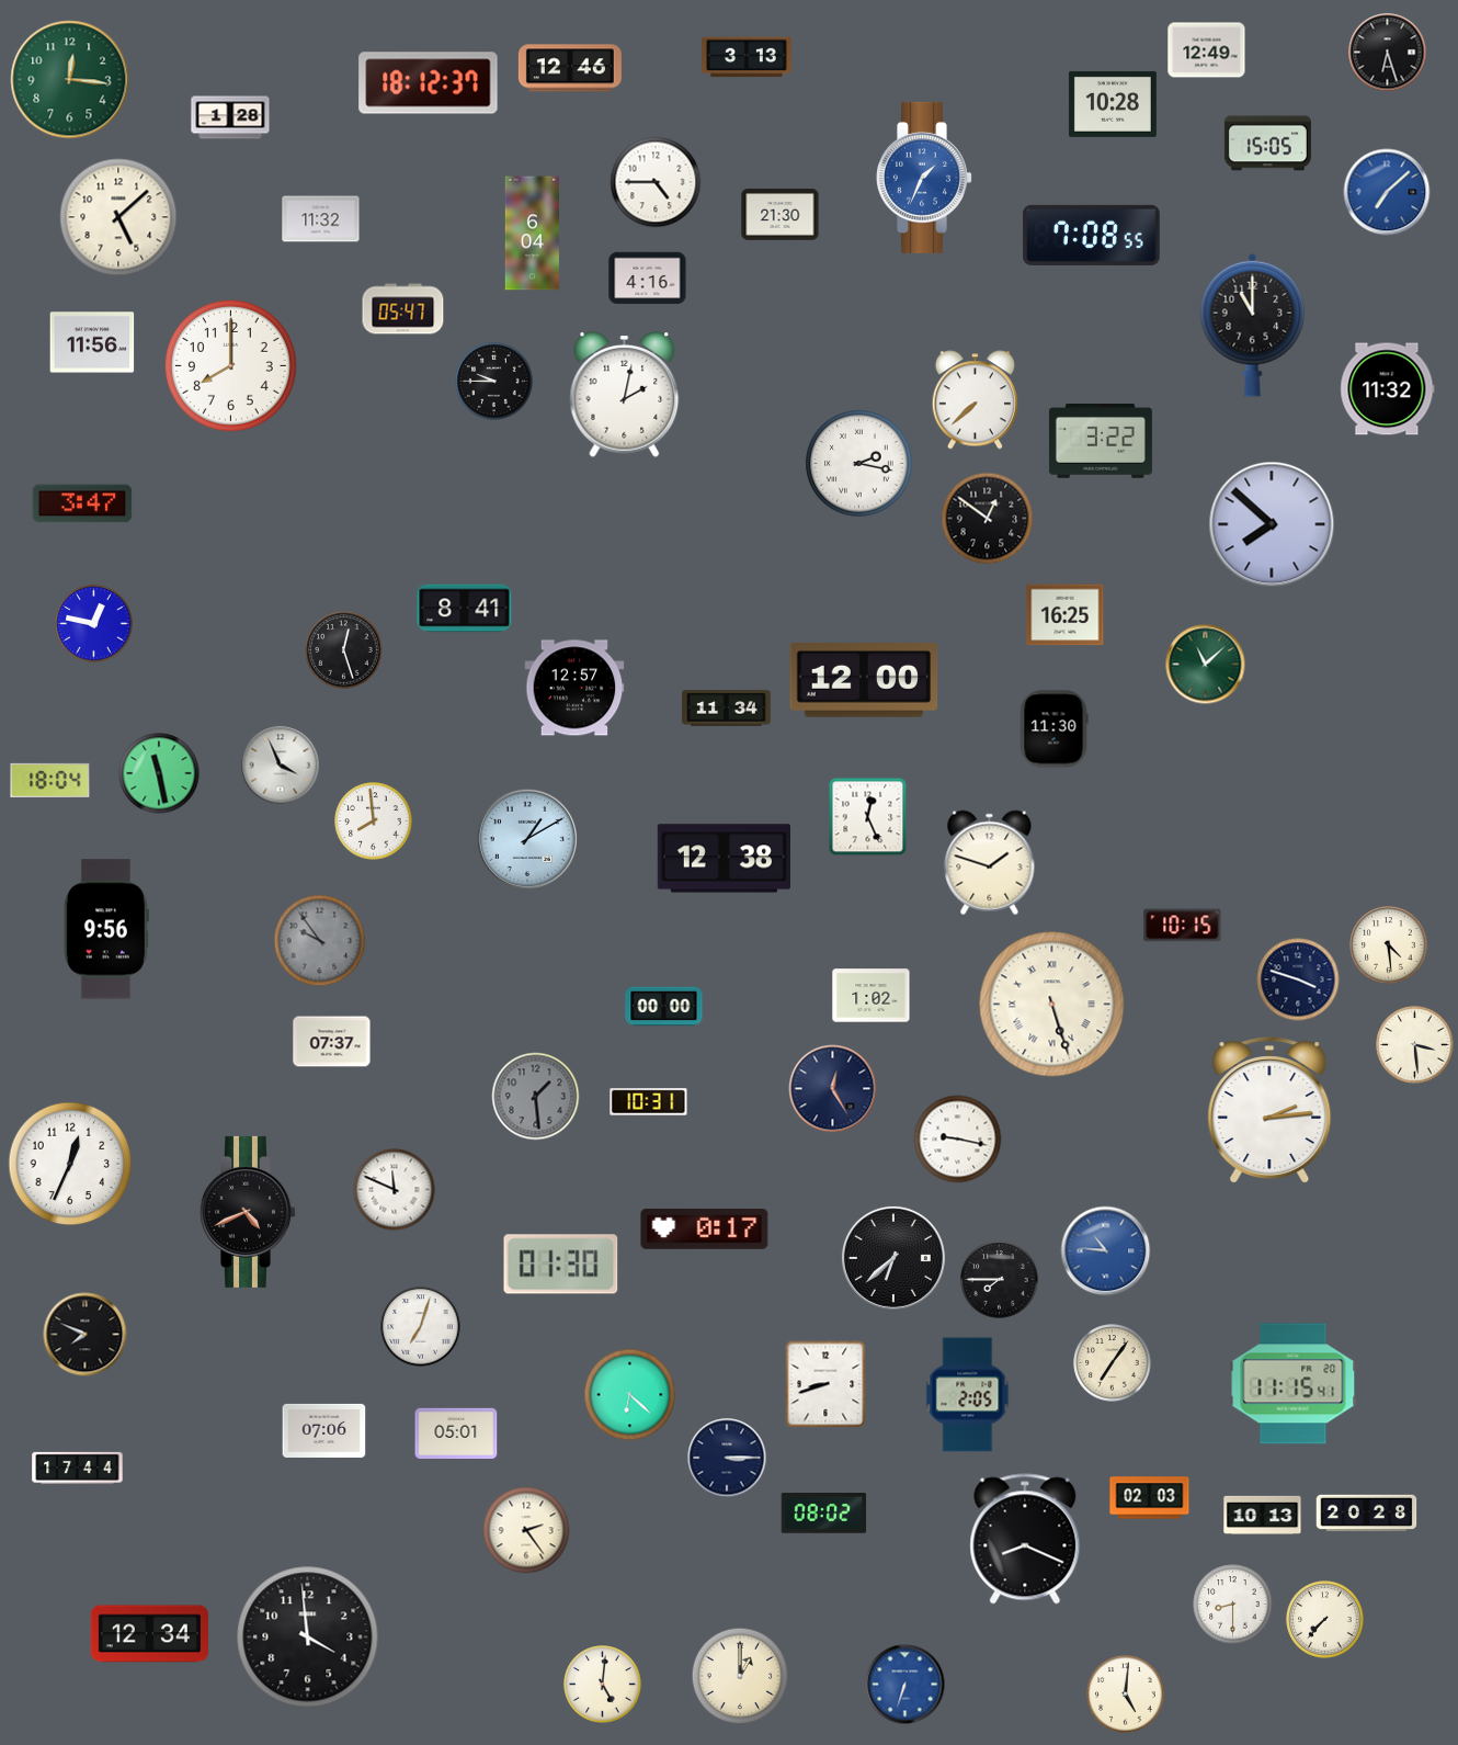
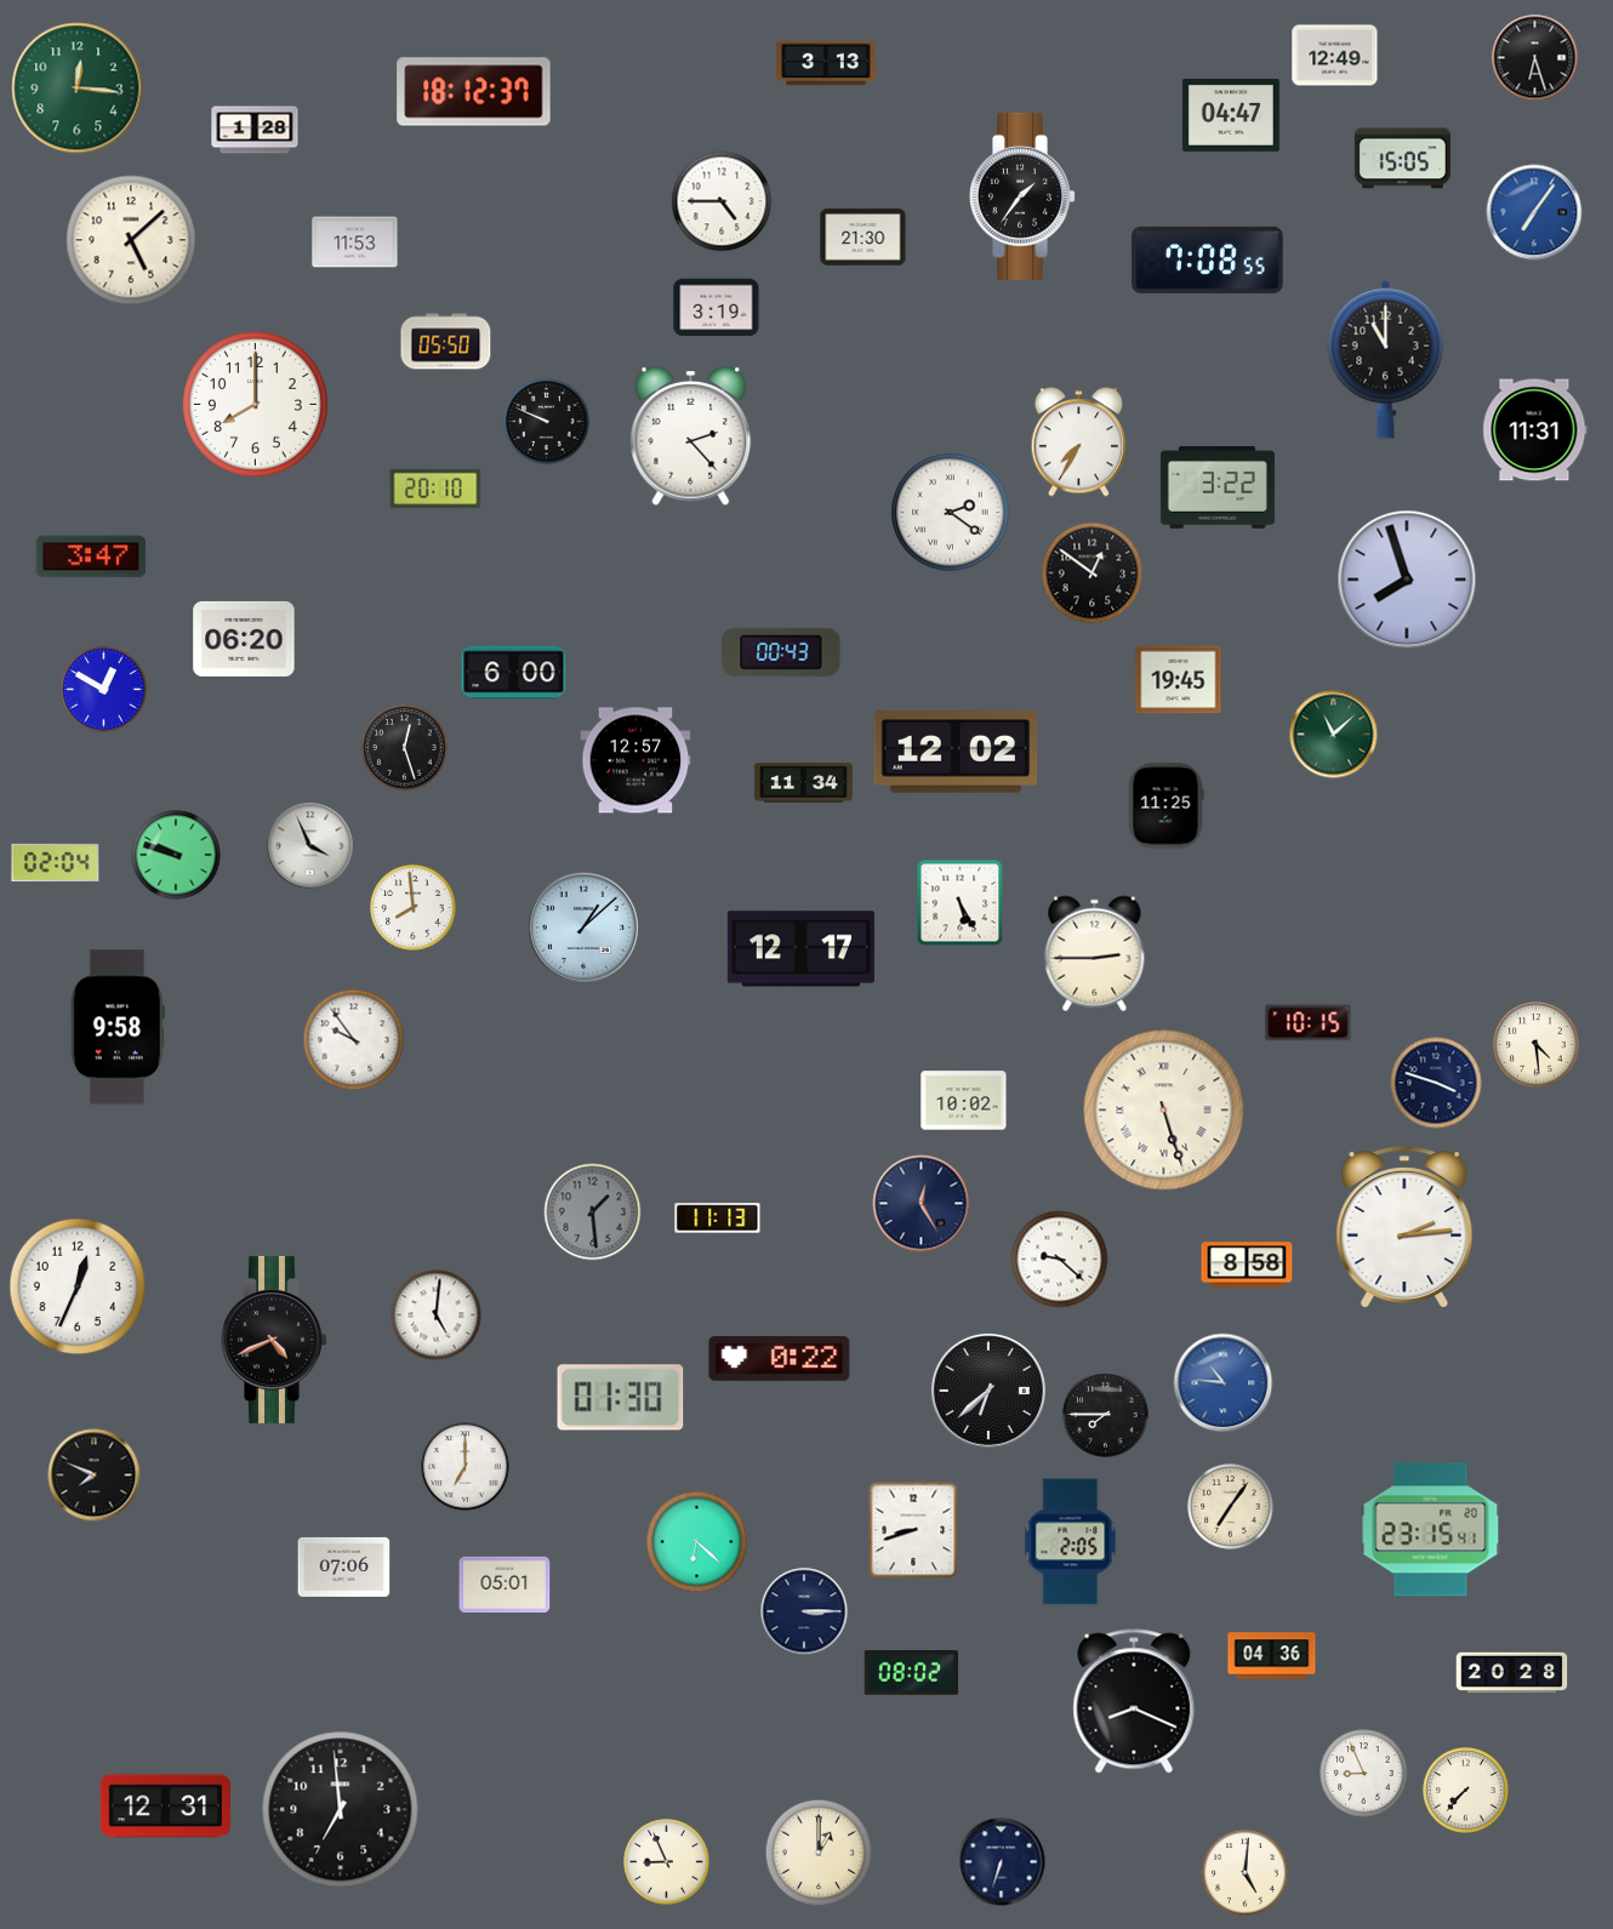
clock at (570, 68): 12:46 -> none
clock at (1113, 104): 10:28 -> 04:47
clock at (925, 178): 1:34 -> 1:36
clock at (925, 178) dial: blue -> black
clock at (656, 182) position: (656, 182) -> (722, 201)
clock at (1387, 192): 7:08 -> 7:06
clock at (321, 219): 11:32 -> 11:53
clock at (533, 234): 6:04 -> none
clock at (648, 279): 4:16 -> 3:19
clock at (403, 309): 05:47 -> 05:50
clock at (92, 342): 11:56 -> none
clock at (494, 382): 9:45 -> 9:49
clock at (1388, 389): 11:32 -> 11:31
clock at (625, 395): 2:02 -> 2:23
clock at (975, 400): 7:38 -> 7:35
clock at (435, 489): none -> 20:10
clock at (859, 464): 2:17 -> 2:21
clock at (1272, 524): 7:52 -> 7:57
clock at (244, 639): none -> 06:20
clock at (781, 652): none -> 00:43
clock at (465, 609): 8:41 -> 6:00
clock at (1066, 615): 16:25 -> 19:45
clock at (94, 624): 12:47 -> 12:50
clock at (344, 650) position: (344, 650) -> (405, 748)
clock at (864, 681): 12:00 -> 12:02
clock at (1053, 729): 11:30 -> 11:25
clock at (159, 773): 11:28 -> 9:48
clock at (50, 780): 18:04 -> 02:04
clock at (868, 817): 12:26 -> 5:25
clock at (527, 839): 1:10 -> 1:08
clock at (724, 859): 12:38 -> 12:17
clock at (990, 863): 1:48 -> 2:45
clock at (106, 929): 9:56 -> 9:58
clock at (320, 941) dial: grey -> white
clock at (872, 996): 1:02 -> 10:02
clock at (664, 1007): 00:00 -> none
clock at (332, 1042): 07:37 -> none
clock at (1415, 1045): 3:29 -> none
clock at (649, 1102): 10:31 -> 11:13
clock at (958, 1140): 9:17 -> 9:22
clock at (1247, 1265): none -> 8:58
clock at (395, 1190): 11:49 -> 5:01
clock at (705, 1230): 0:17 -> 0:22
clock at (421, 1327): 7:03 -> 7:00
clock at (1294, 1384): 11:15 -> 23:15
clock at (324, 1430) position: (324, 1430) -> (344, 1566)
clock at (78, 1468): 17:44 -> none
clock at (1150, 1498): 02:03 -> 04:36
clock at (1263, 1515): 10:13 -> none
clock at (526, 1530): 2:24 -> none
clock at (1233, 1605): 8:30 -> 8:56
clock at (149, 1634): 12:34 -> 12:31
clock at (308, 1638): 3:59 -> 6:59
clock at (603, 1685): 5:01 -> 8:56
clock at (905, 1685) dial: blue -> navy
